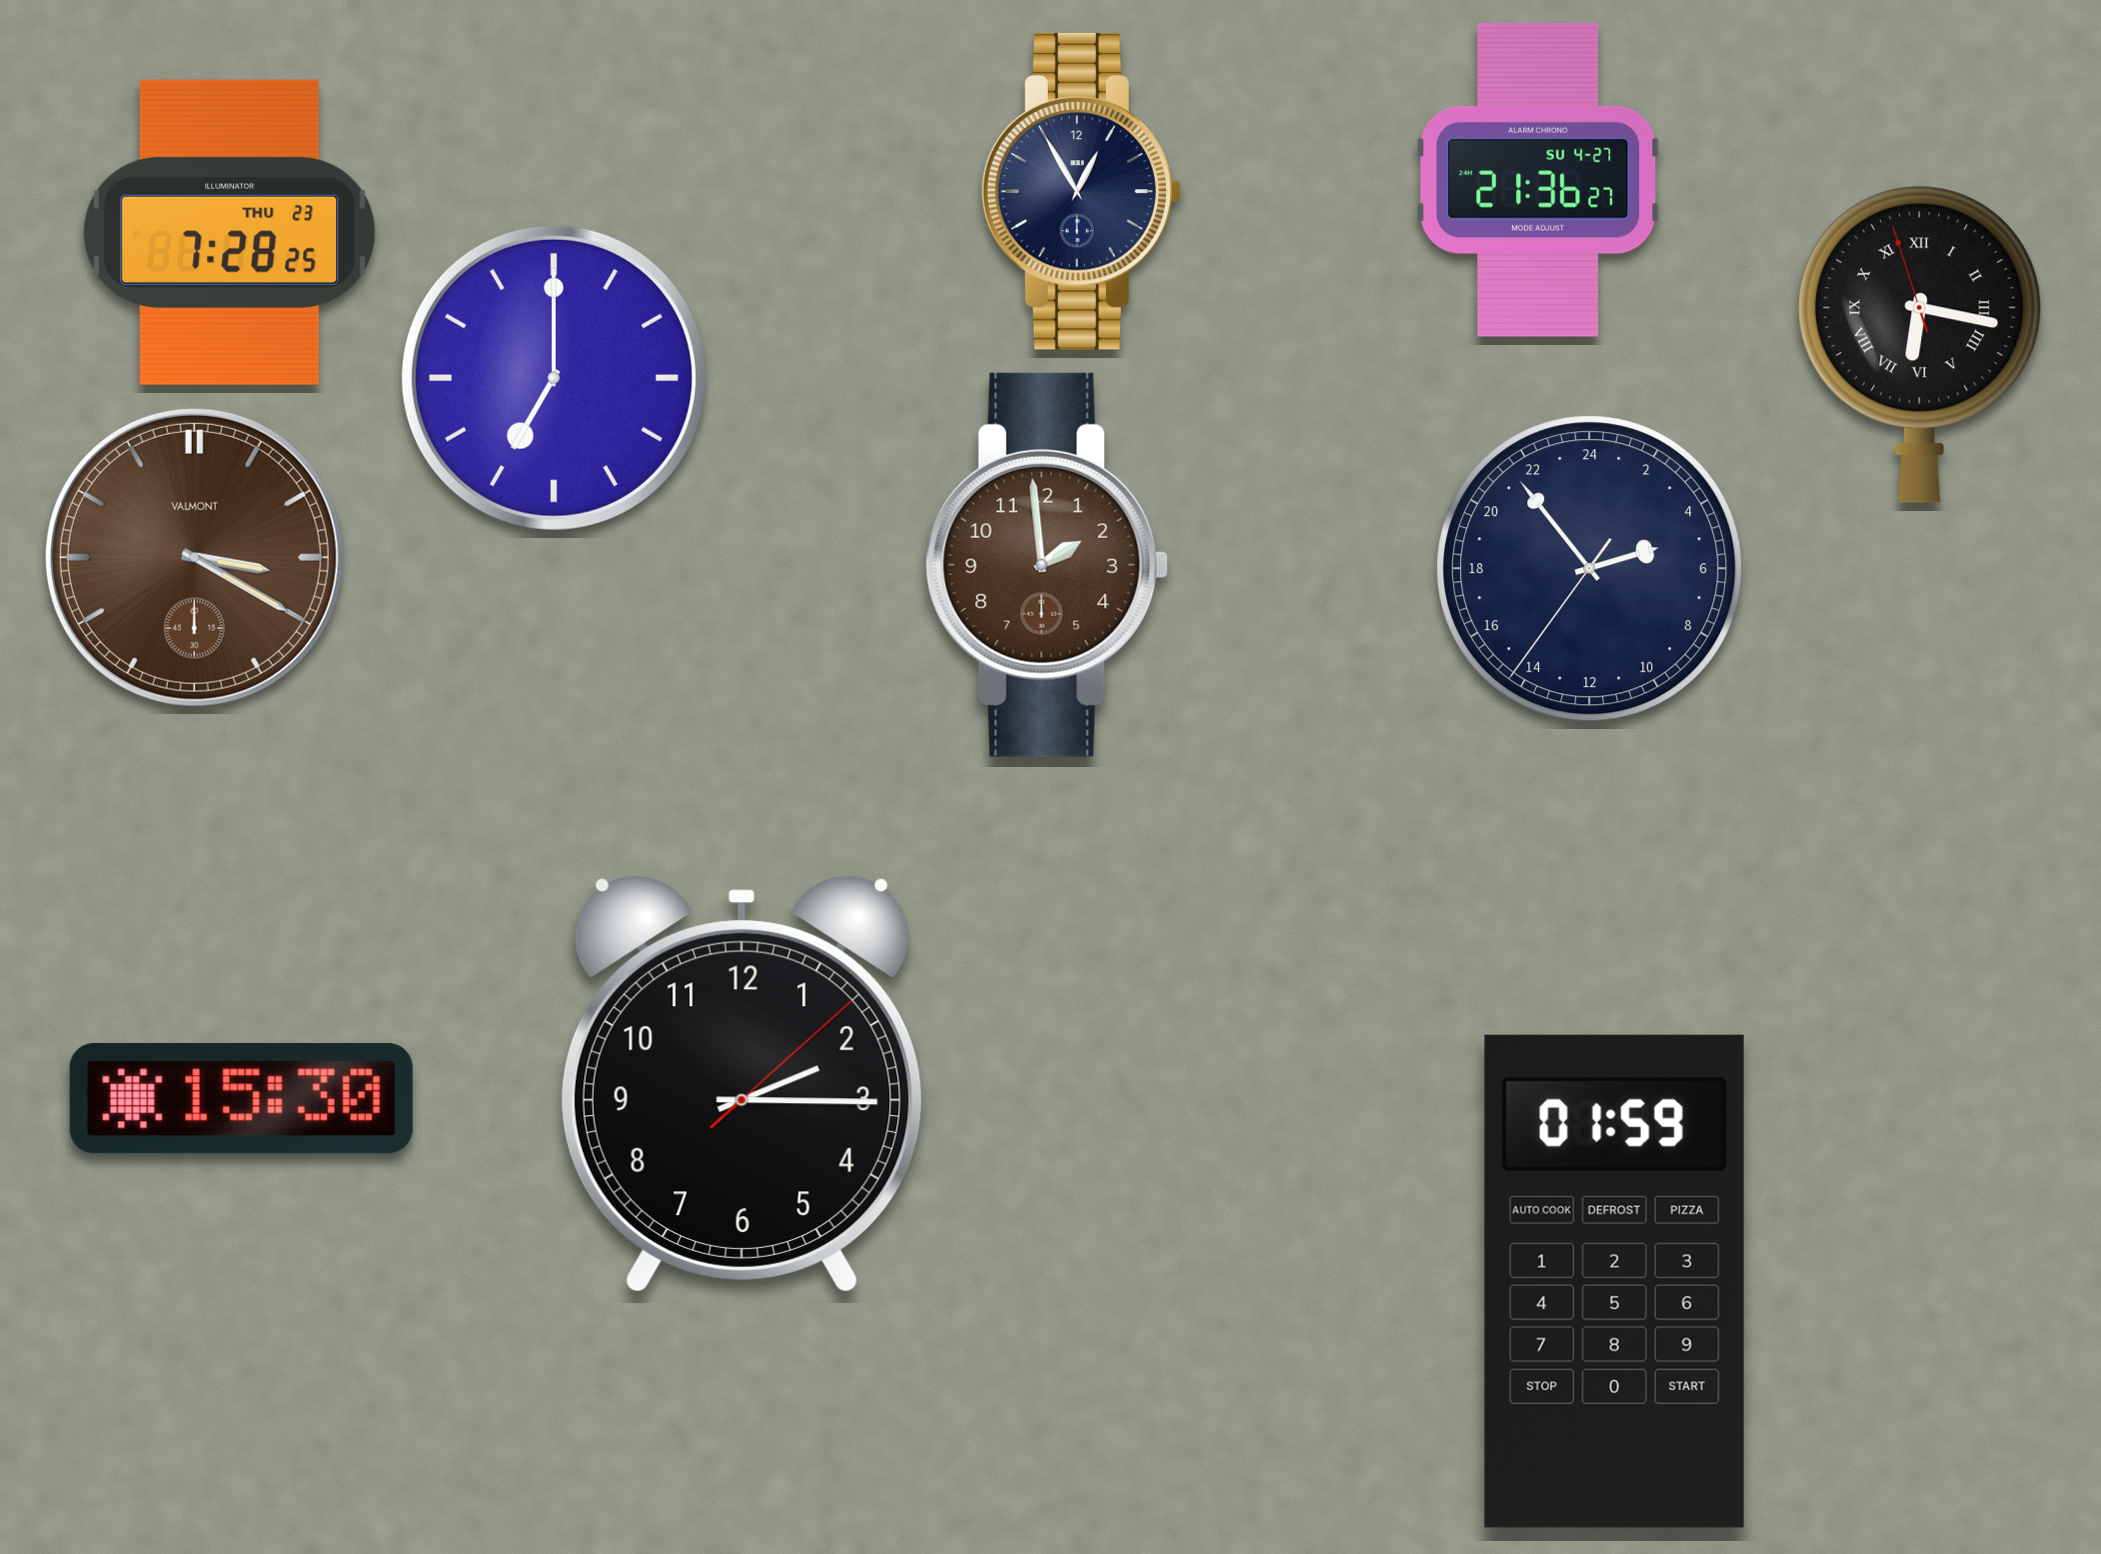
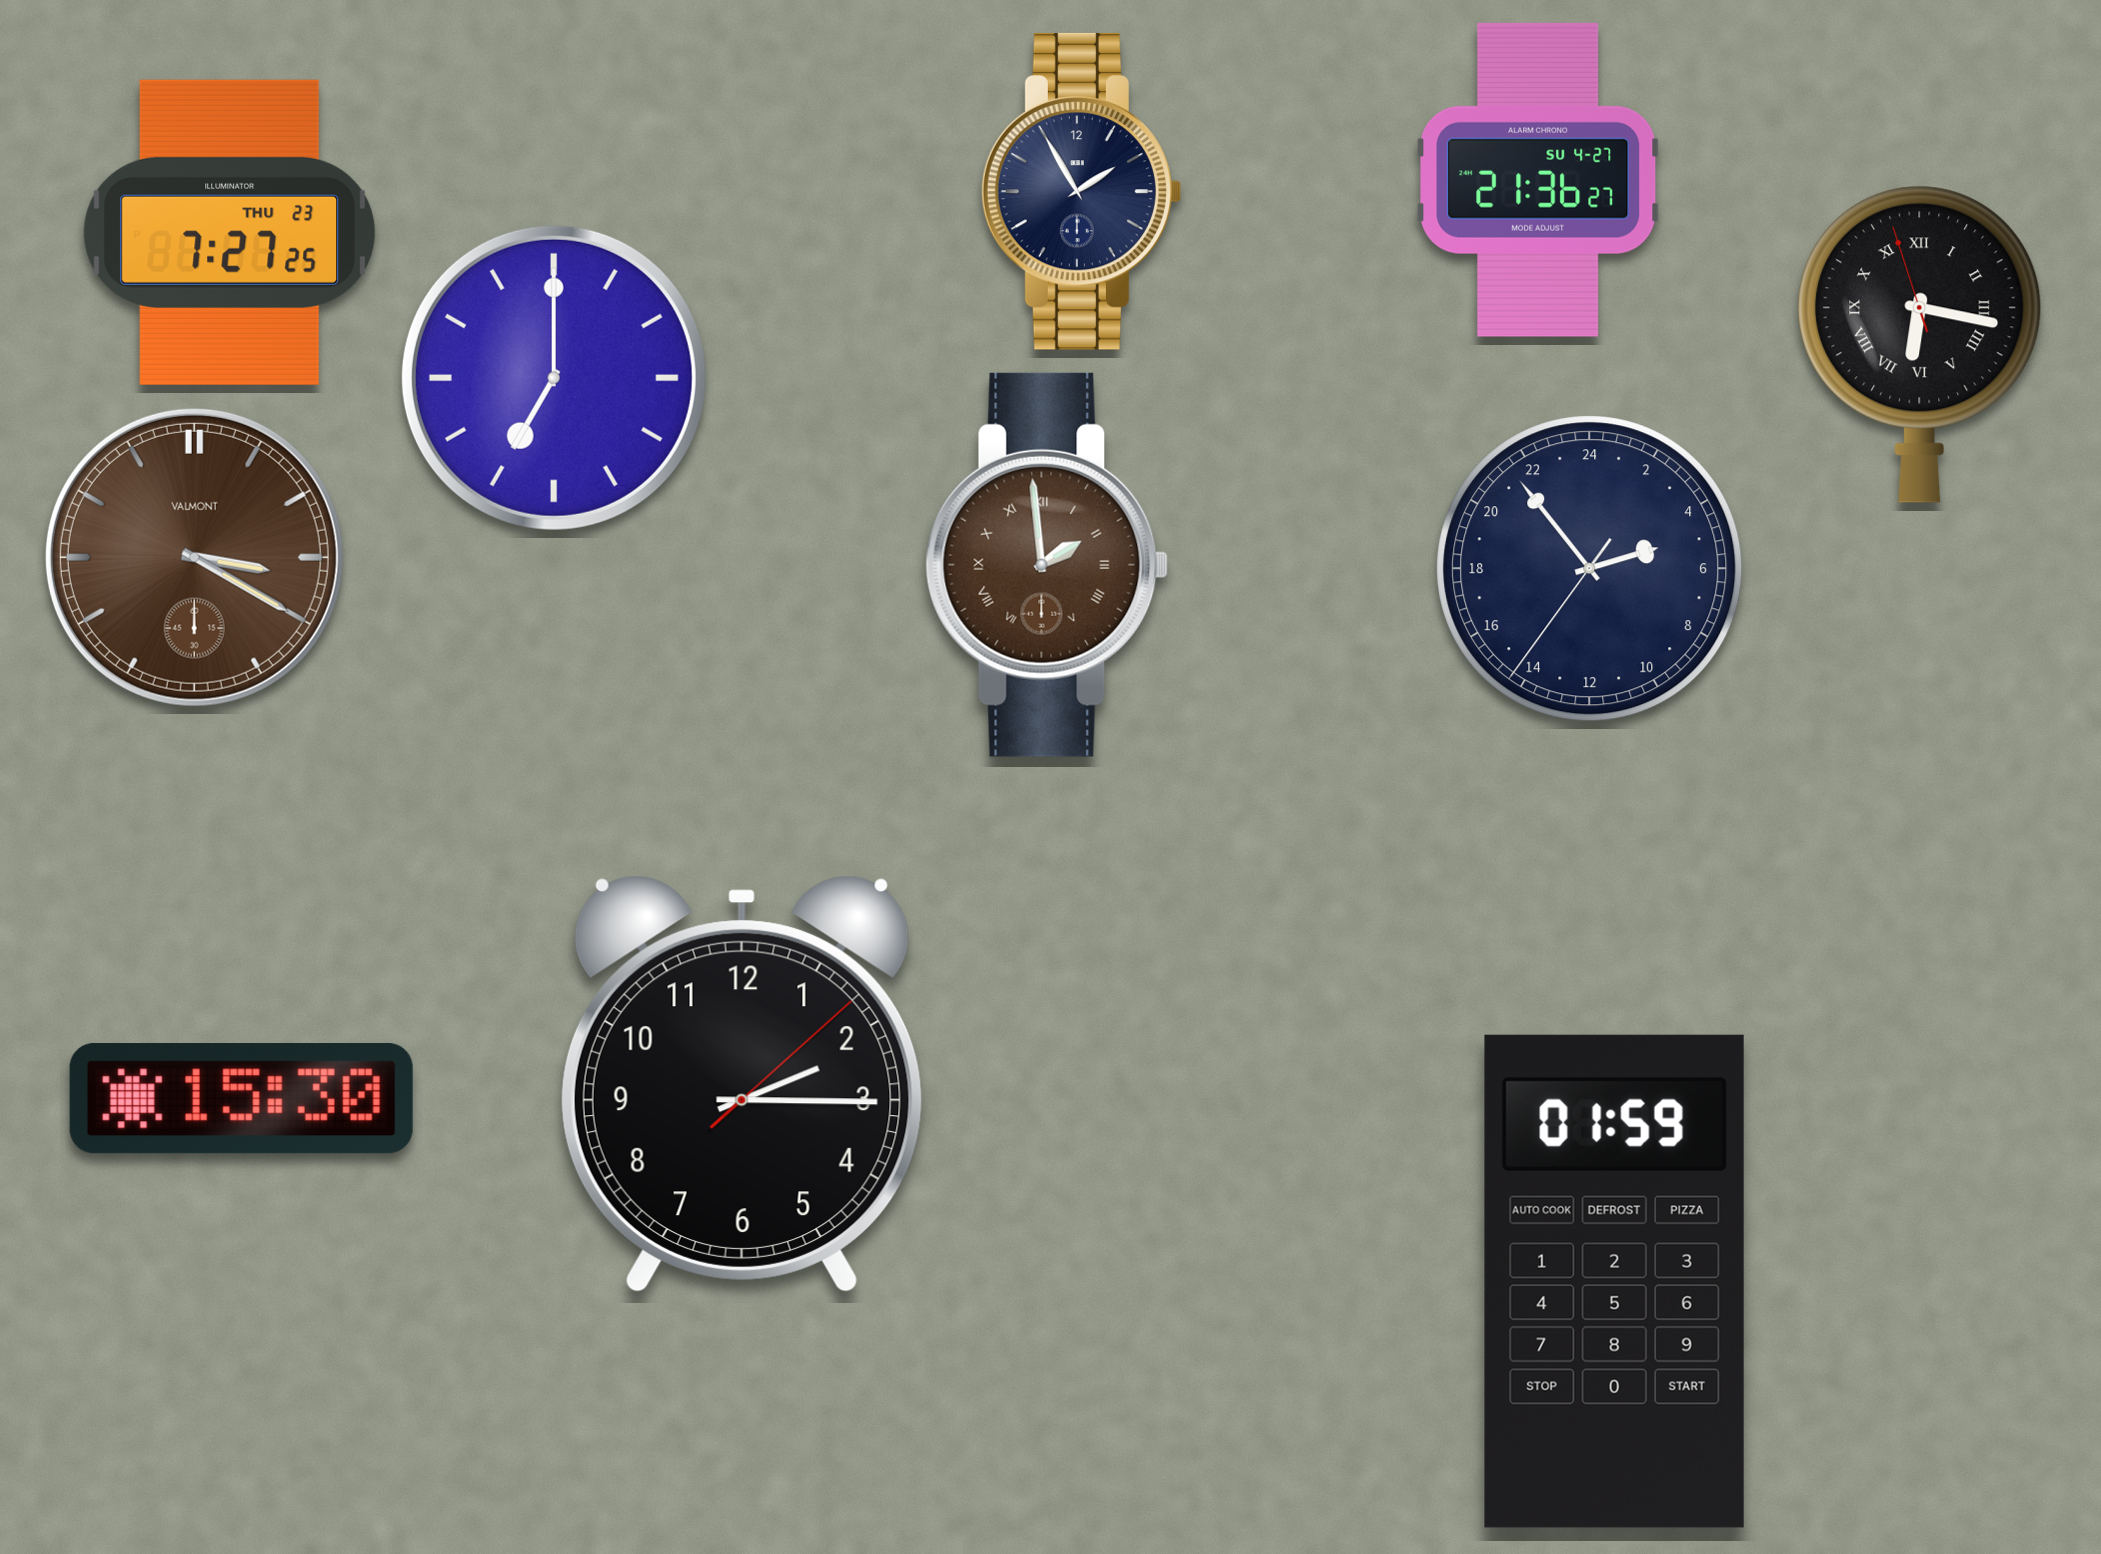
clock at (1081, 191): 12:55 -> 1:55
clock at (230, 232): 7:28 -> 7:27
clock at (1047, 565) numerals: Arabic -> Roman
